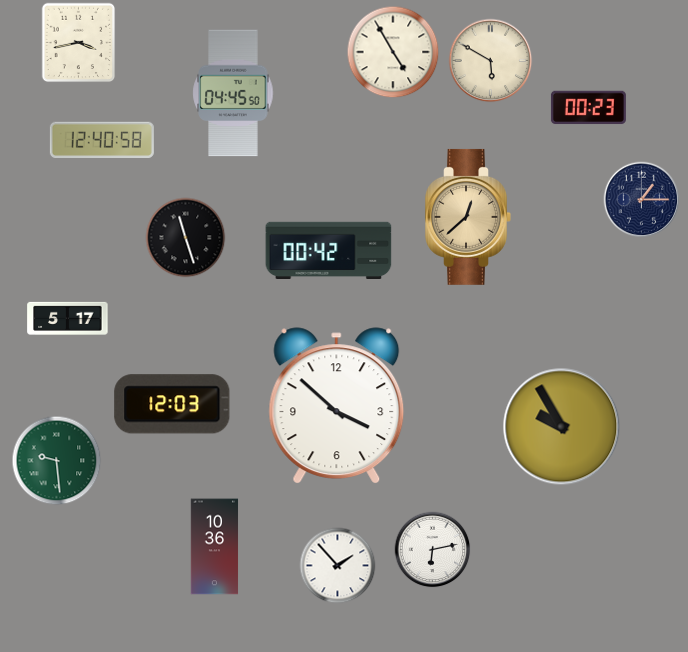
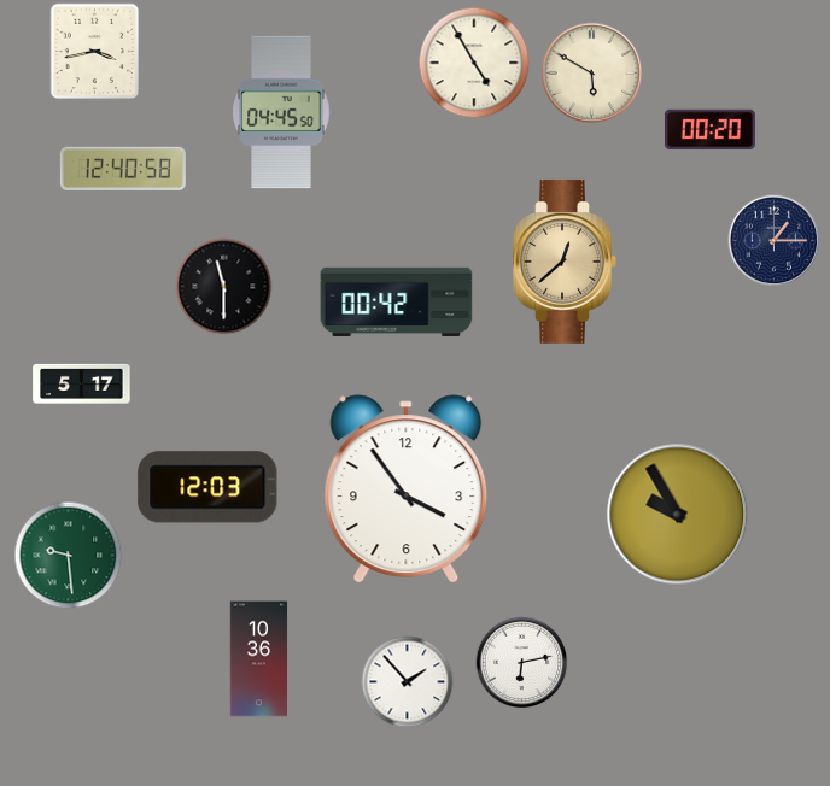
clock at (588, 108): 00:23 -> 00:20
clock at (186, 238): 11:27 -> 11:30
clock at (337, 405): 3:52 -> 3:54
